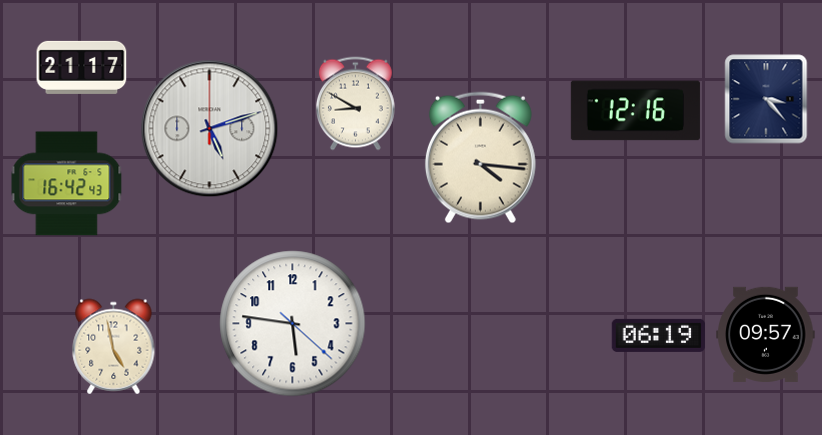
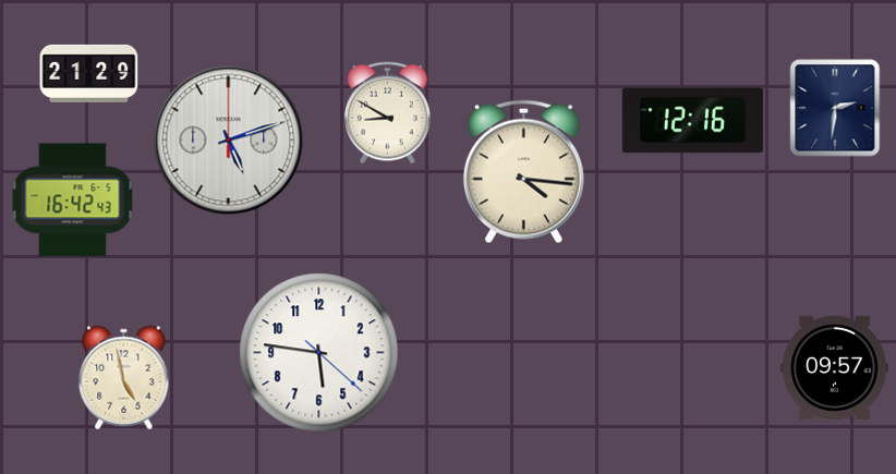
clock at (82, 67): 21:17 -> 21:29
clock at (766, 99): 3:23 -> 2:31
clock at (766, 334) position: (766, 334) -> (835, 367)
clock at (659, 335): 06:19 -> none
